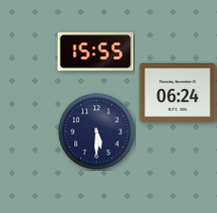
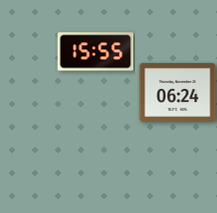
clock at (97, 132): 5:30 -> none
